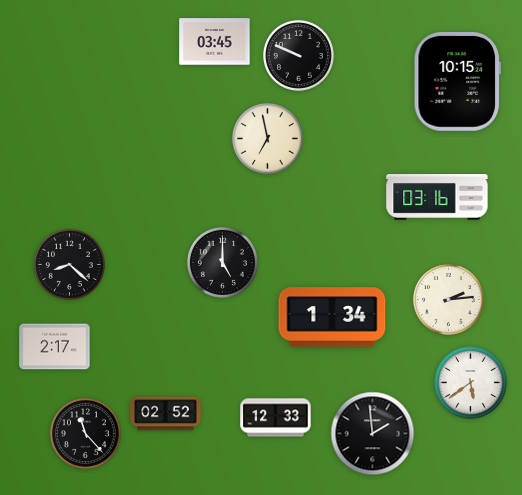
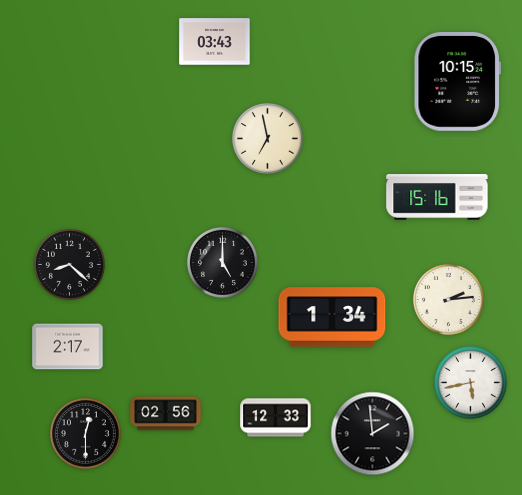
clock at (215, 42): 03:45 -> 03:43
clock at (298, 55): 9:49 -> none
clock at (437, 197): 03:16 -> 15:16
clock at (55, 347) position: (55, 347) -> (68, 347)
clock at (471, 383): 5:39 -> 5:43
clock at (166, 414): 02:52 -> 02:56
clock at (85, 433): 11:23 -> 12:30
